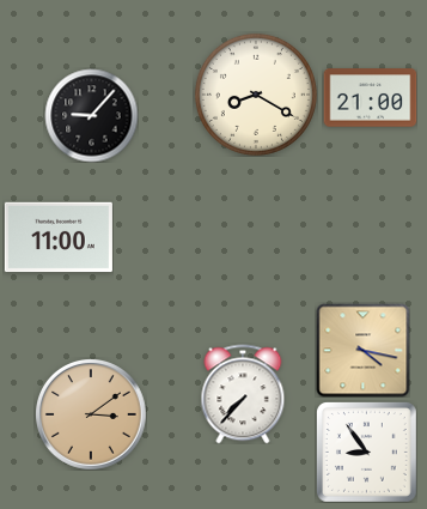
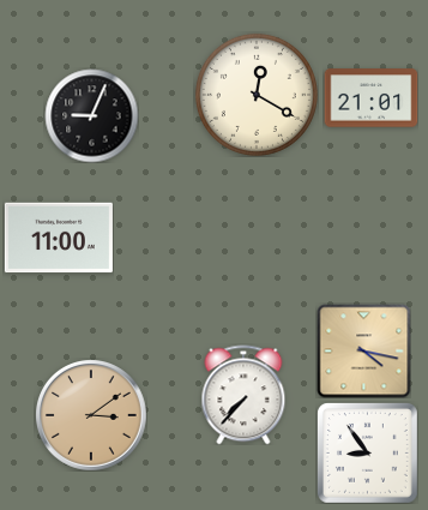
clock at (256, 95): 8:20 -> 12:20
clock at (370, 98): 21:00 -> 21:01
clock at (91, 115): 9:07 -> 9:04
